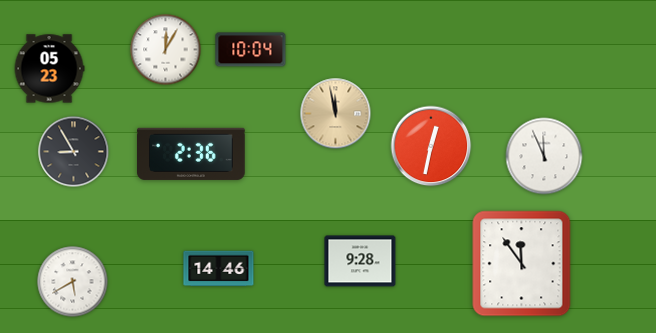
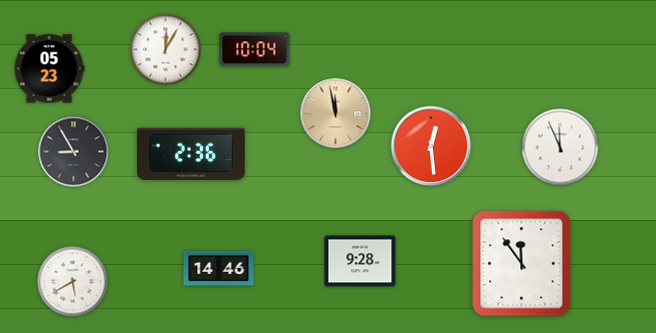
clock at (251, 50) position: (251, 50) -> (255, 50)
clock at (431, 146): 12:32 -> 12:29
clock at (544, 156) position: (544, 156) -> (560, 147)
